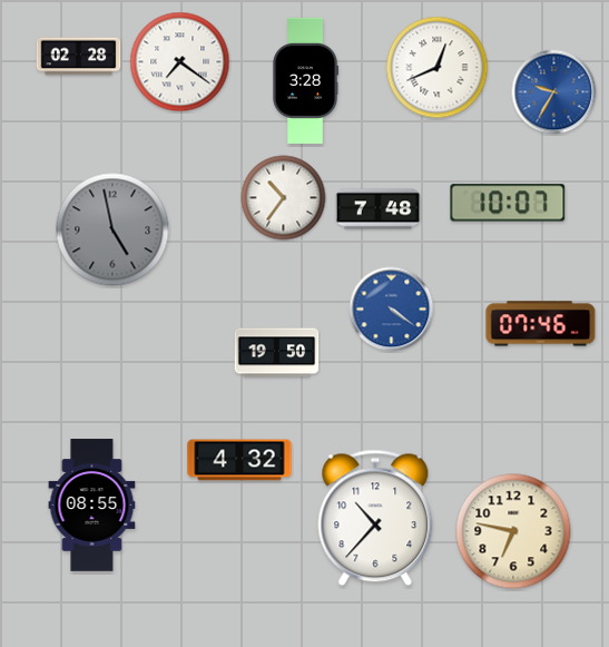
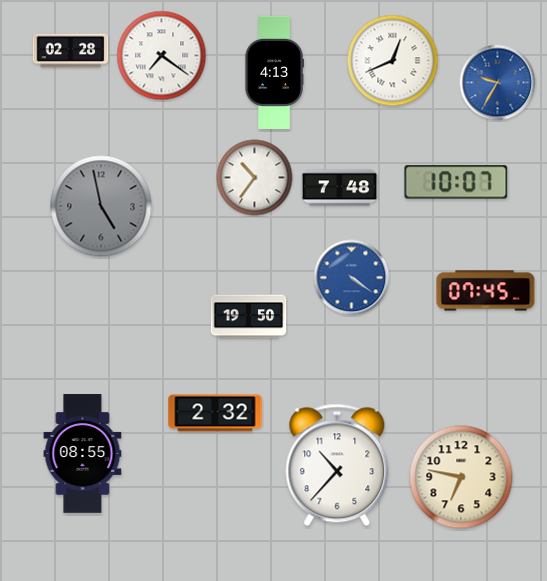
clock at (305, 80): 3:28 -> 4:13
clock at (541, 324): 07:46 -> 07:45
clock at (239, 460): 4:32 -> 2:32
